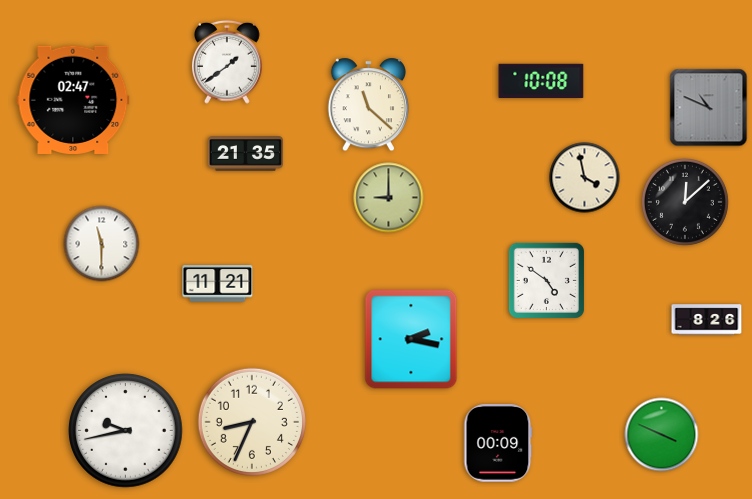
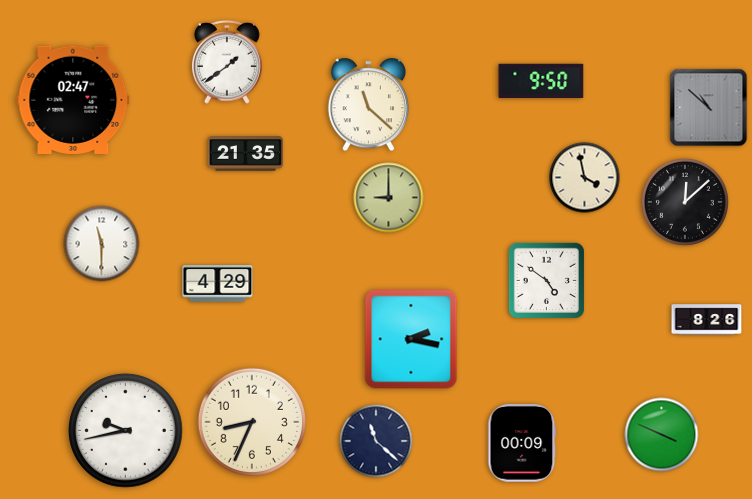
clock at (541, 81): 10:08 -> 9:50
clock at (709, 108): 10:49 -> 10:52
clock at (218, 284): 11:21 -> 4:29
clock at (376, 441): none -> 11:22
clock at (498, 444) position: (498, 444) -> (522, 444)
